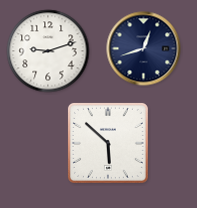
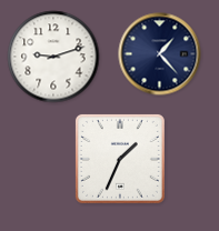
clock at (144, 49): 12:42 -> 1:23
clock at (108, 143): 5:52 -> 1:34
